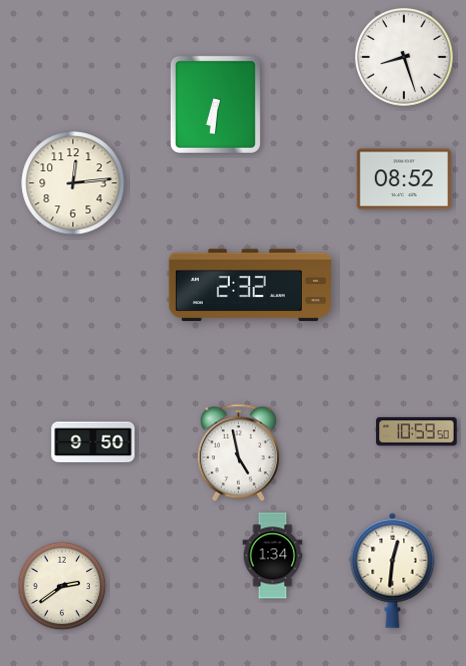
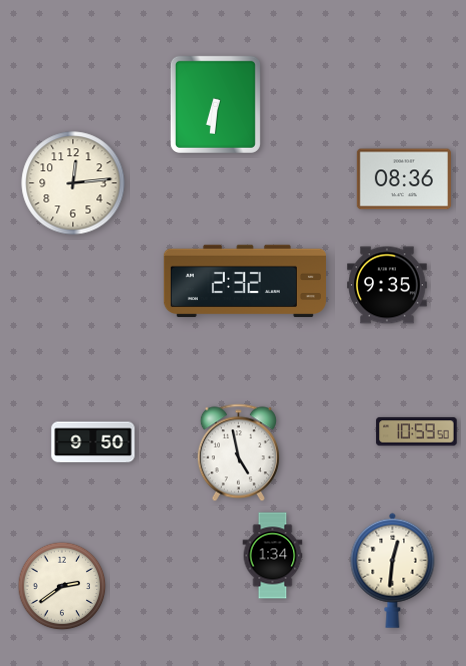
clock at (404, 57): 8:27 -> none
clock at (404, 179): 08:52 -> 08:36
clock at (250, 285) position: (250, 285) -> (245, 281)
clock at (387, 285): none -> 9:35
